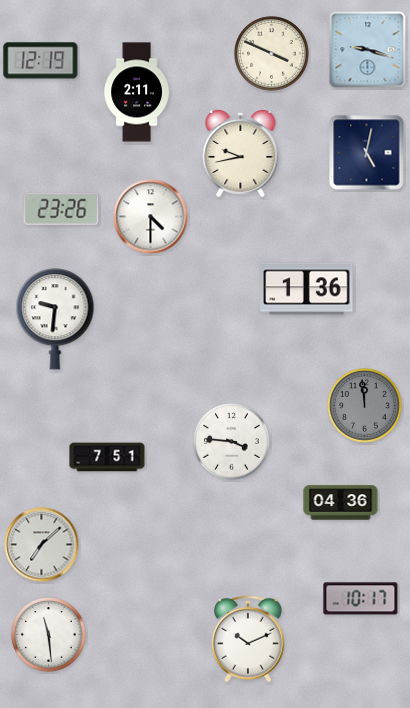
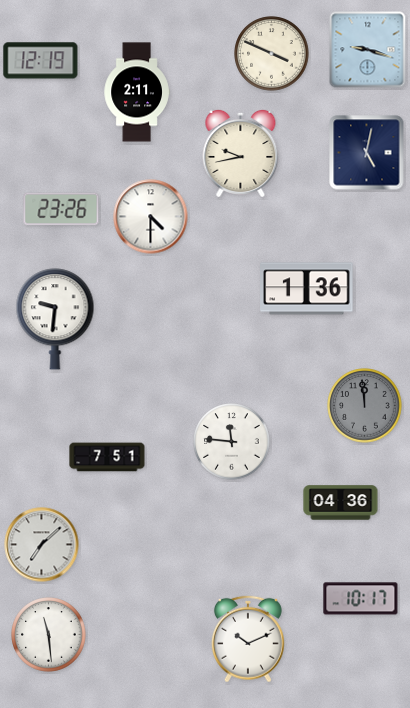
clock at (232, 442): 3:46 -> 11:46
